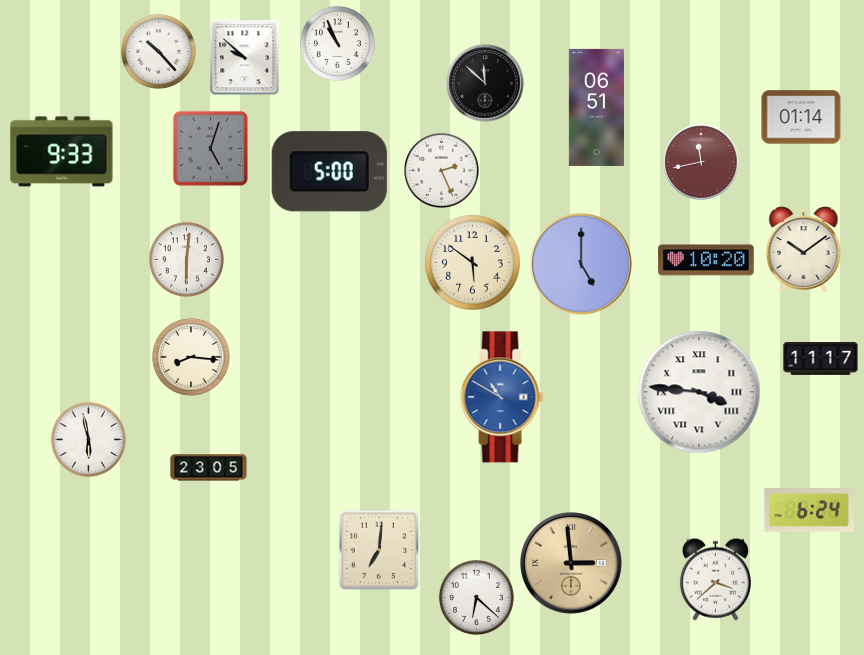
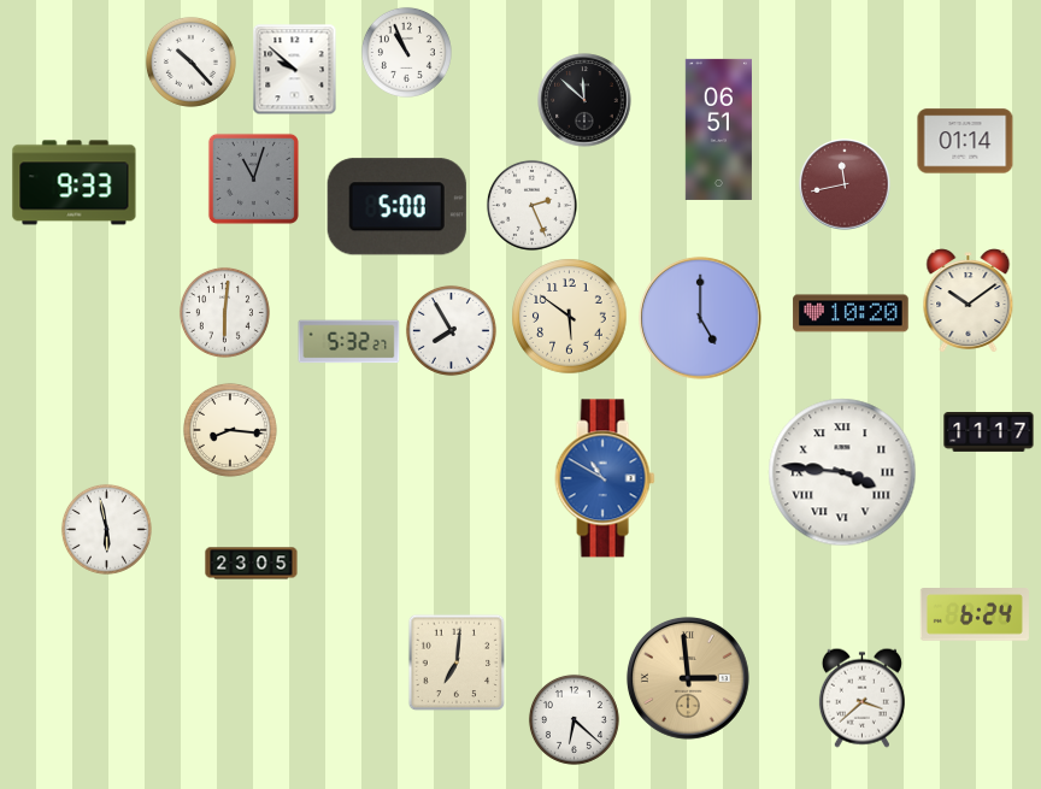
clock at (210, 148): 5:03 -> 11:03
clock at (701, 162) position: (701, 162) -> (845, 184)
clock at (451, 330): none -> 7:55
clock at (349, 342): none -> 5:32
